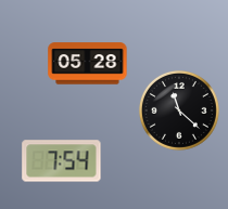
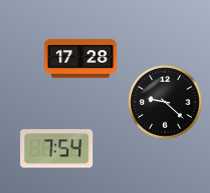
clock at (88, 64): 05:28 -> 17:28
clock at (179, 110): 11:22 -> 9:22
